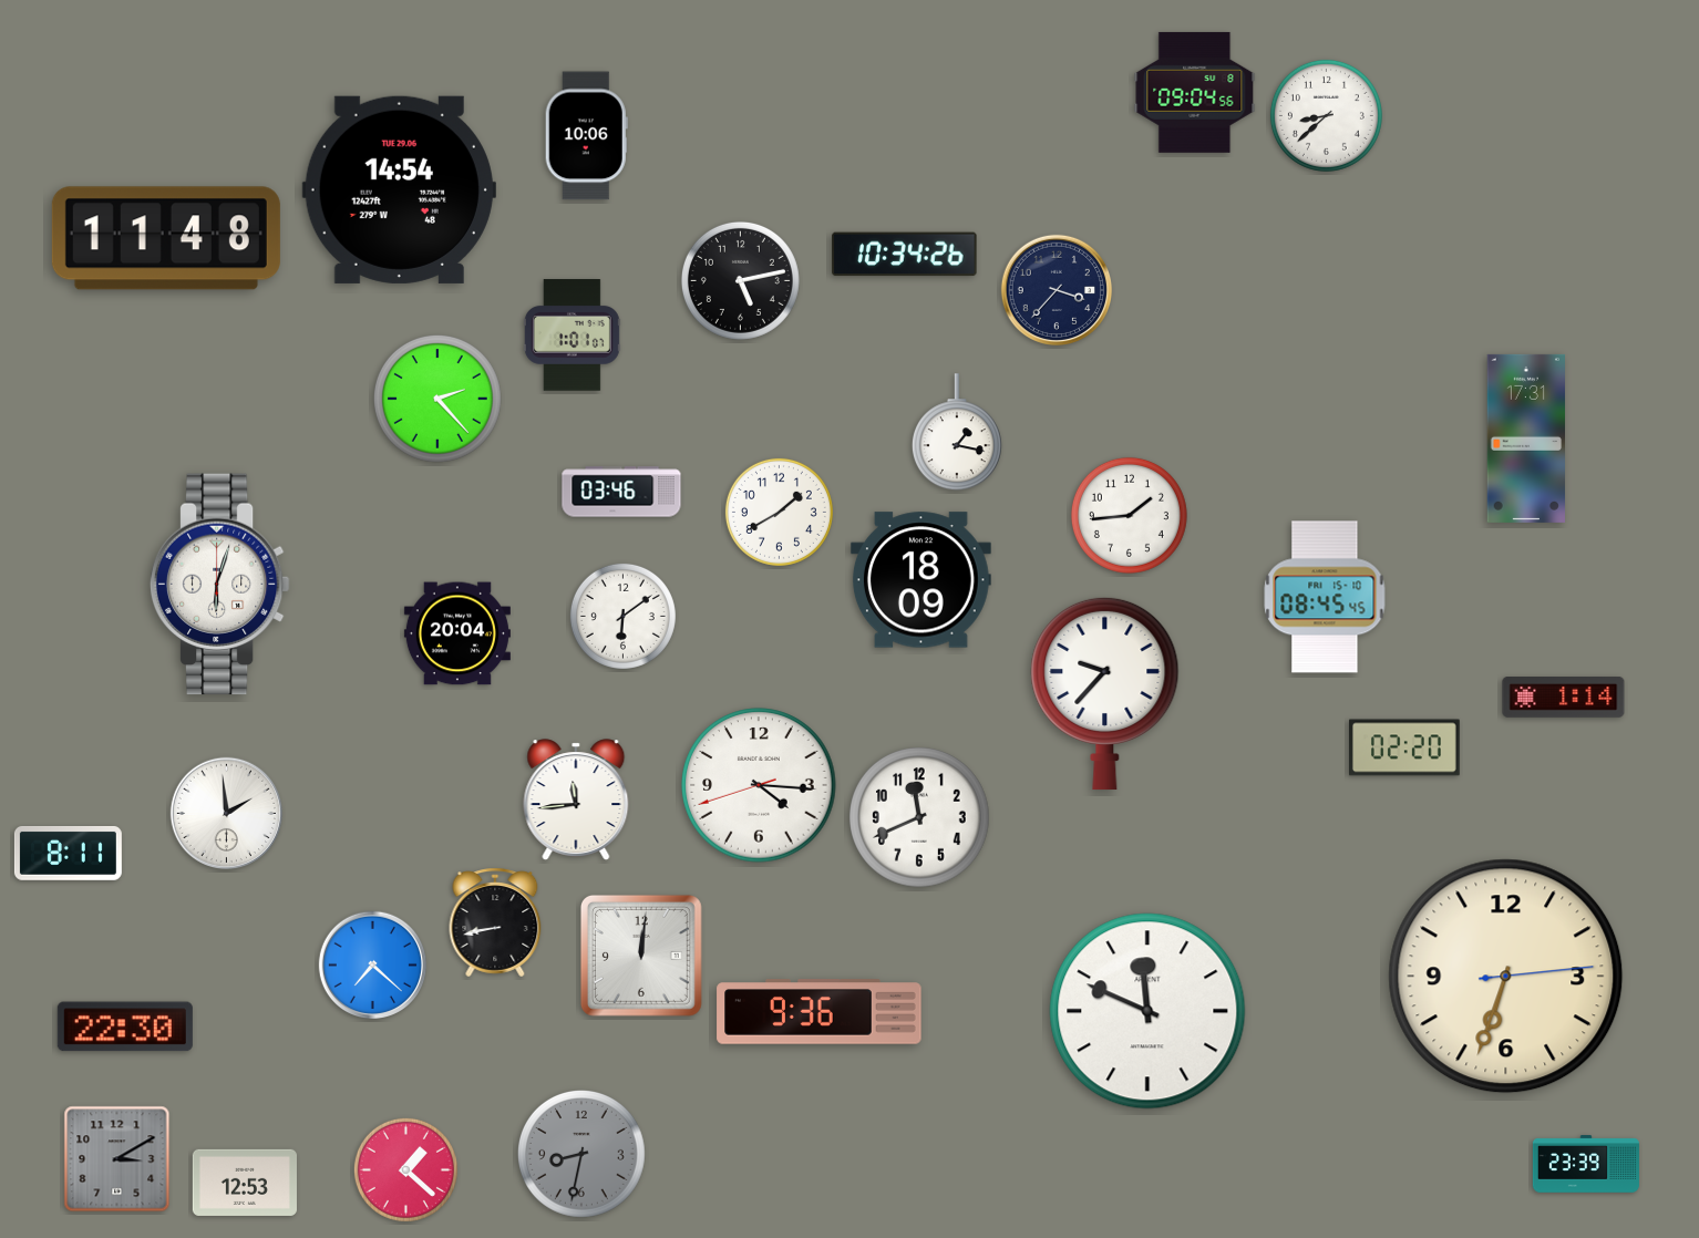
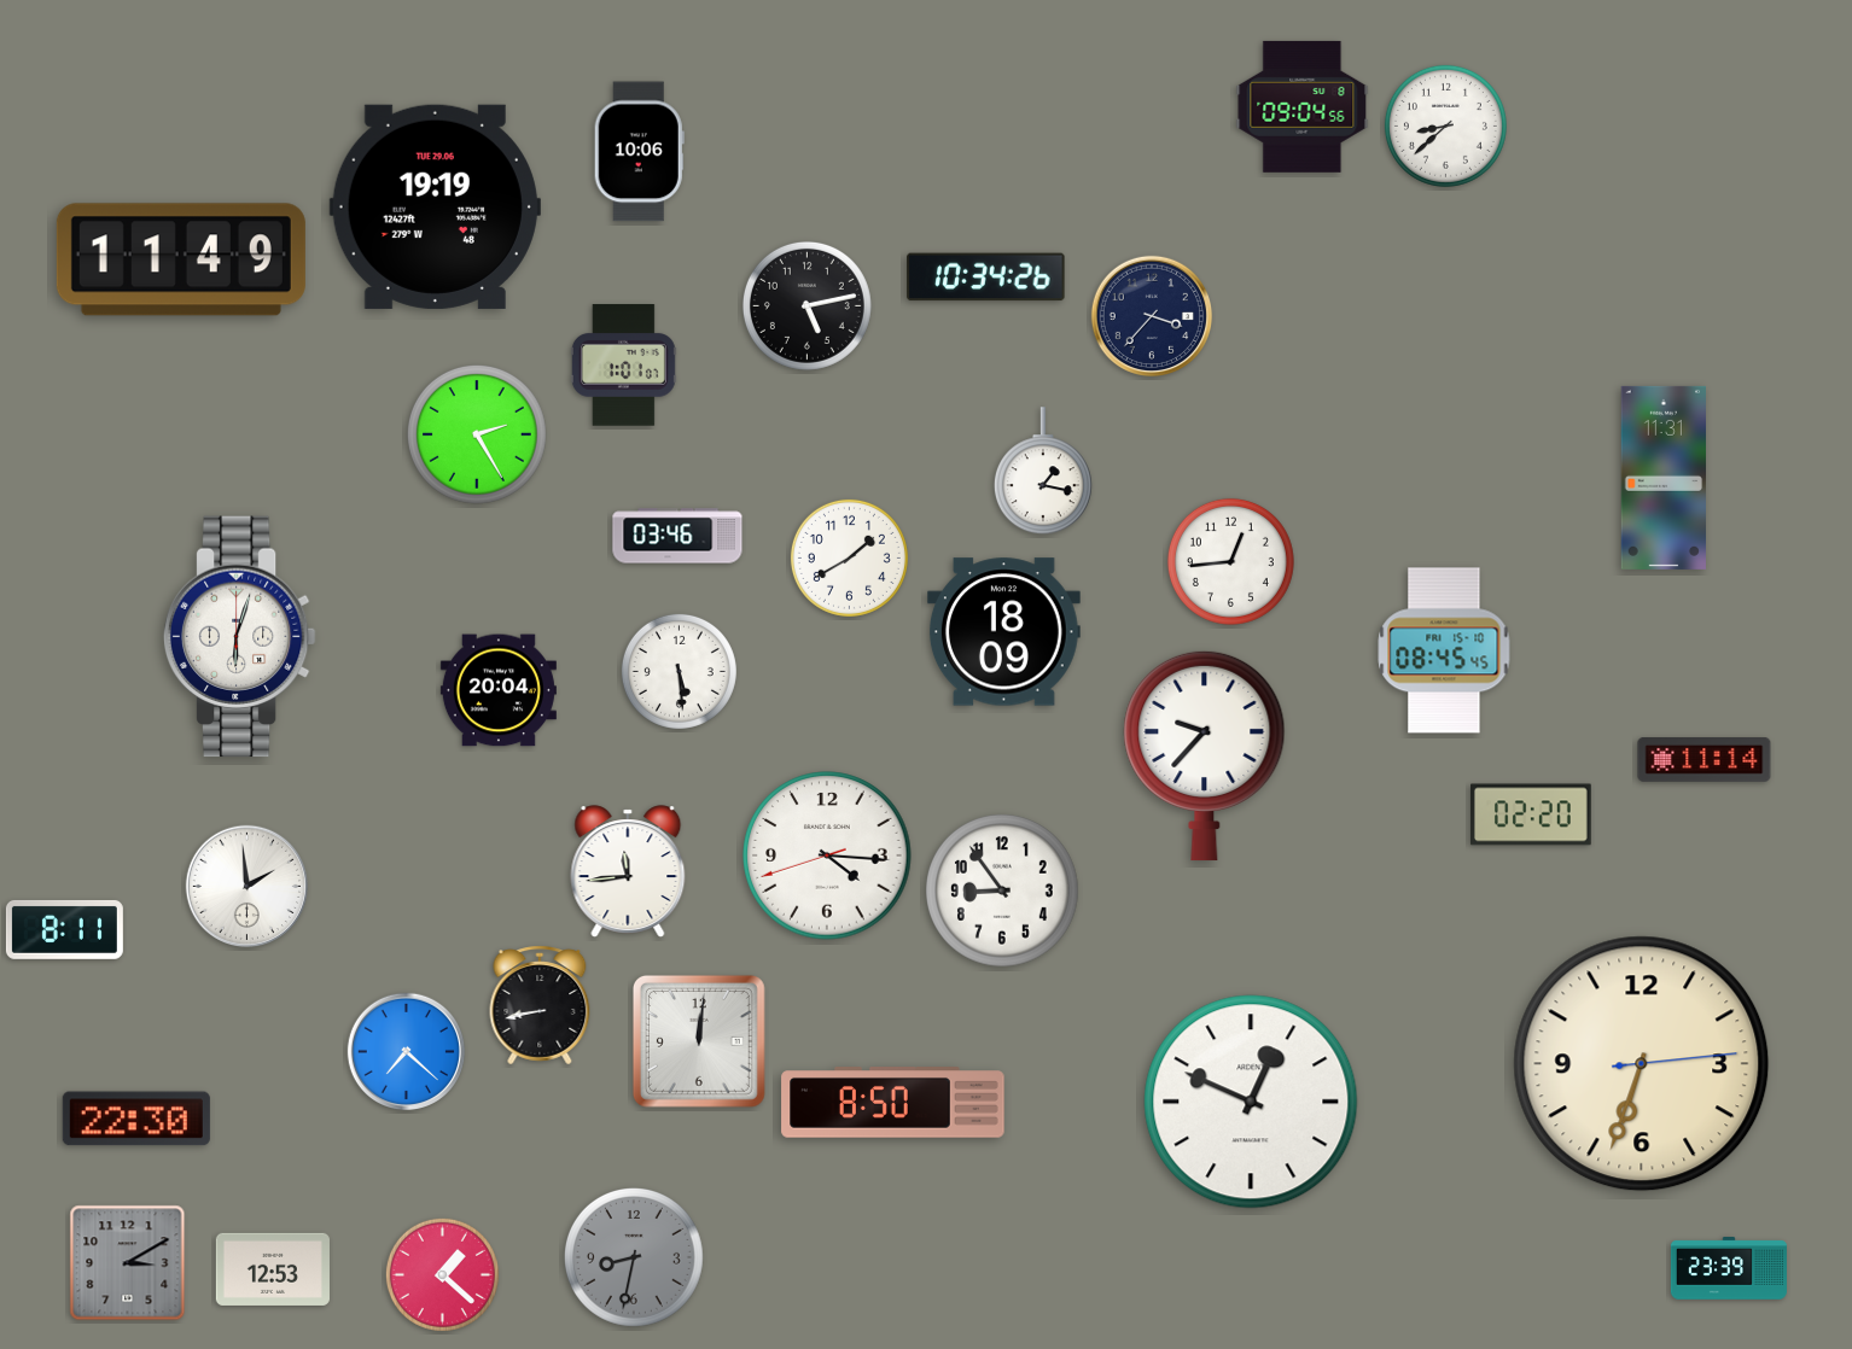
clock at (1195, 92) position: (1195, 92) -> (1303, 106)
clock at (586, 136) position: (586, 136) -> (639, 152)
clock at (399, 189): 14:54 -> 19:19
clock at (166, 238): 11:48 -> 11:49
clock at (437, 399): 2:23 -> 2:25
clock at (1525, 439): 17:31 -> 11:31
clock at (1129, 515): 1:44 -> 12:44
clock at (622, 616): 6:09 -> 5:29
clock at (1564, 698): 1:14 -> 11:14
clock at (919, 817): 11:41 -> 8:54
clock at (68, 853) position: (68, 853) -> (64, 929)
clock at (1147, 1011): 11:49 -> 12:49
clock at (820, 1012): 9:36 -> 8:50
clock at (245, 1183) position: (245, 1183) -> (273, 1269)
